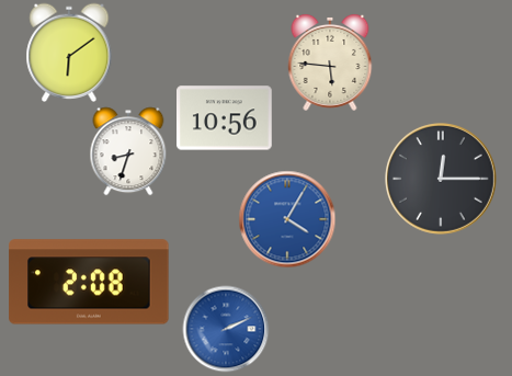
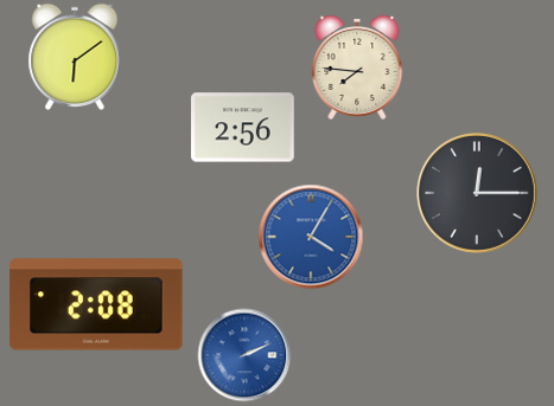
clock at (330, 62): 5:46 -> 7:46
clock at (225, 118): 10:56 -> 2:56
clock at (128, 151): 8:33 -> none
